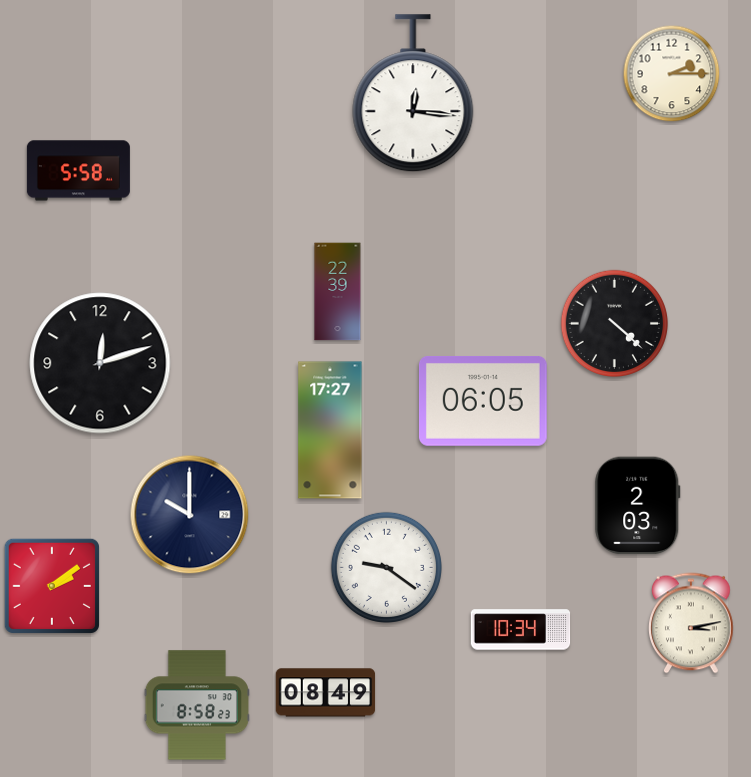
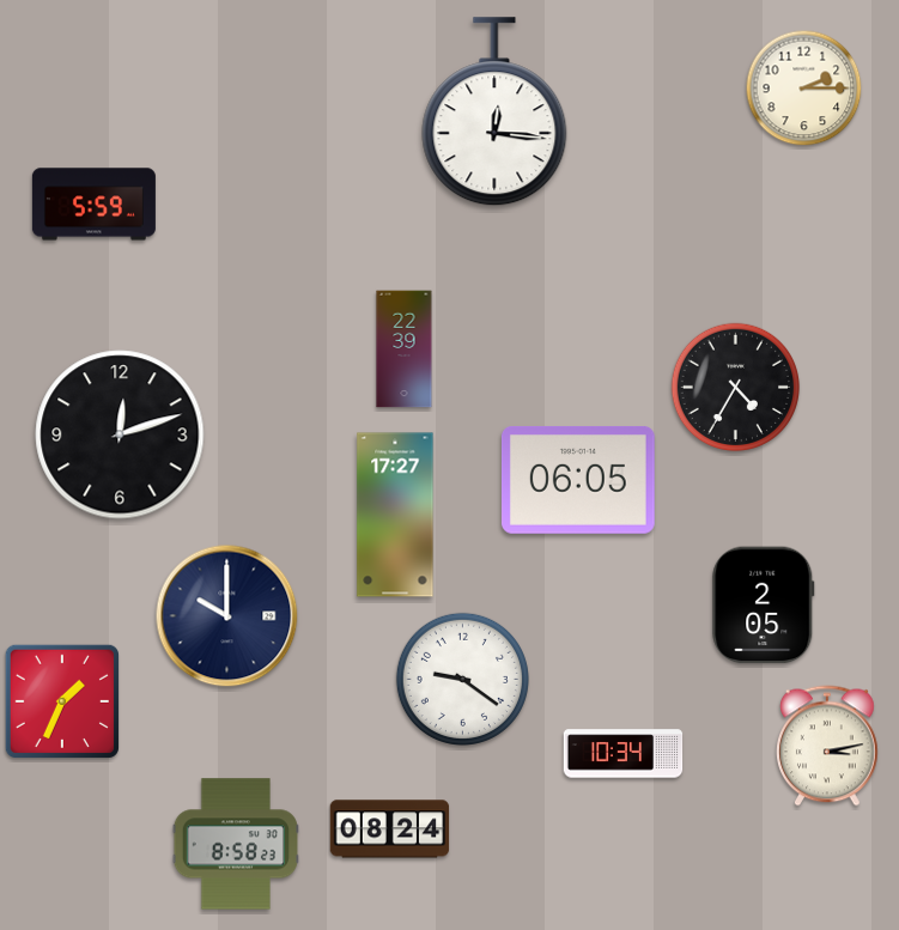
clock at (78, 171): 5:58 -> 5:59
clock at (615, 324): 4:22 -> 4:35
clock at (638, 506): 2:03 -> 2:05
clock at (52, 586): 2:09 -> 1:34
clock at (326, 693): 08:49 -> 08:24
